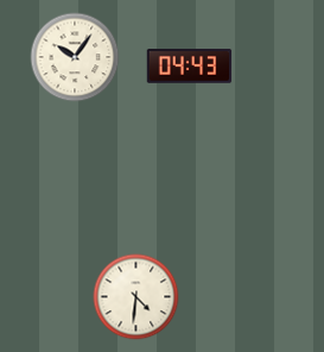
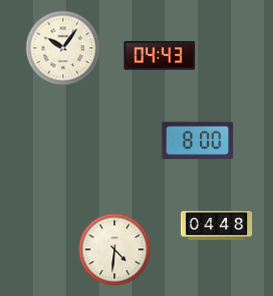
clock at (198, 141): none -> 8:00
clock at (217, 225): none -> 04:48
